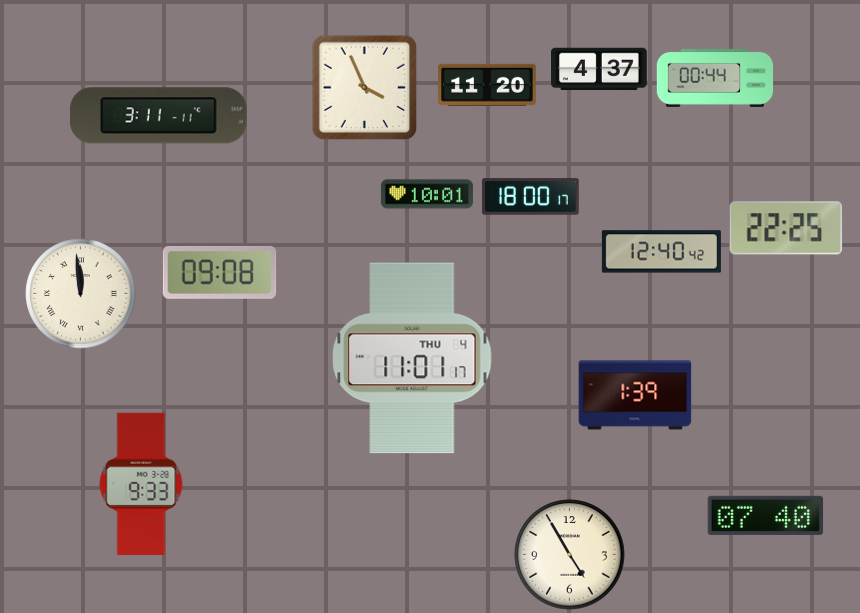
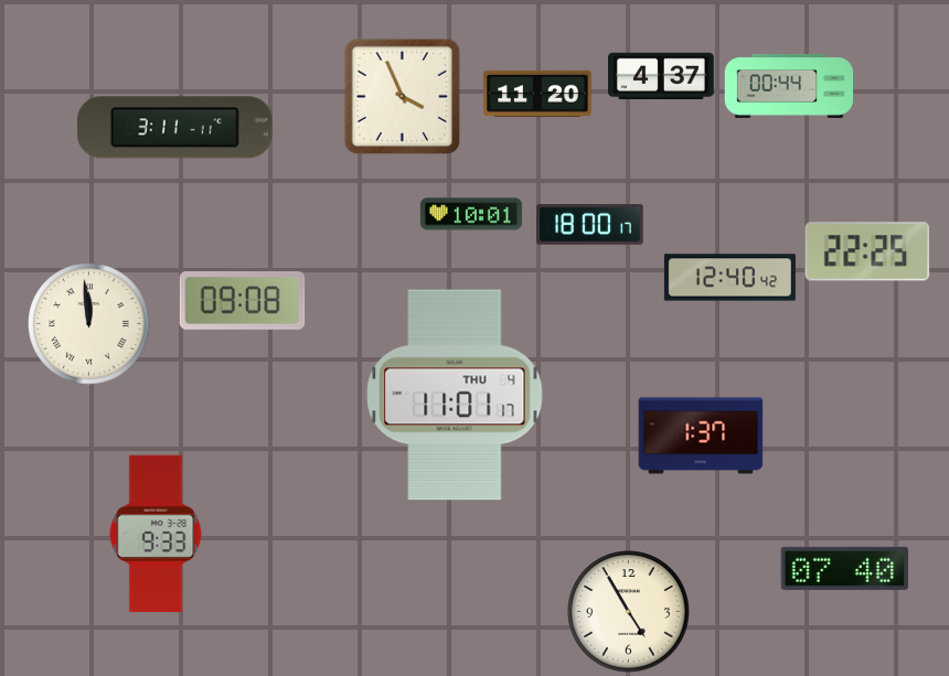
clock at (531, 197) position: (531, 197) -> (590, 225)
clock at (635, 395): 1:39 -> 1:37
